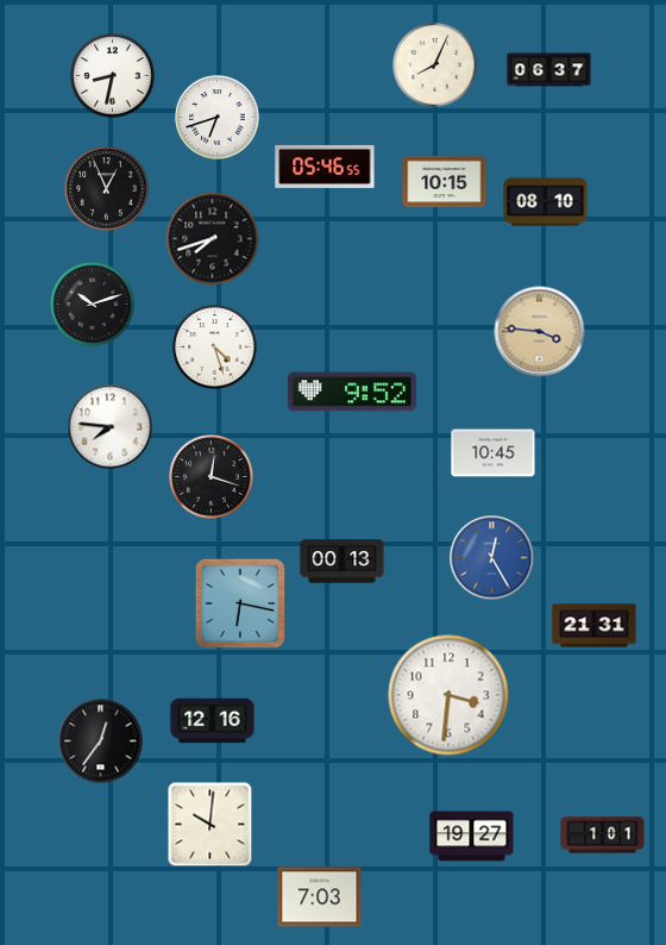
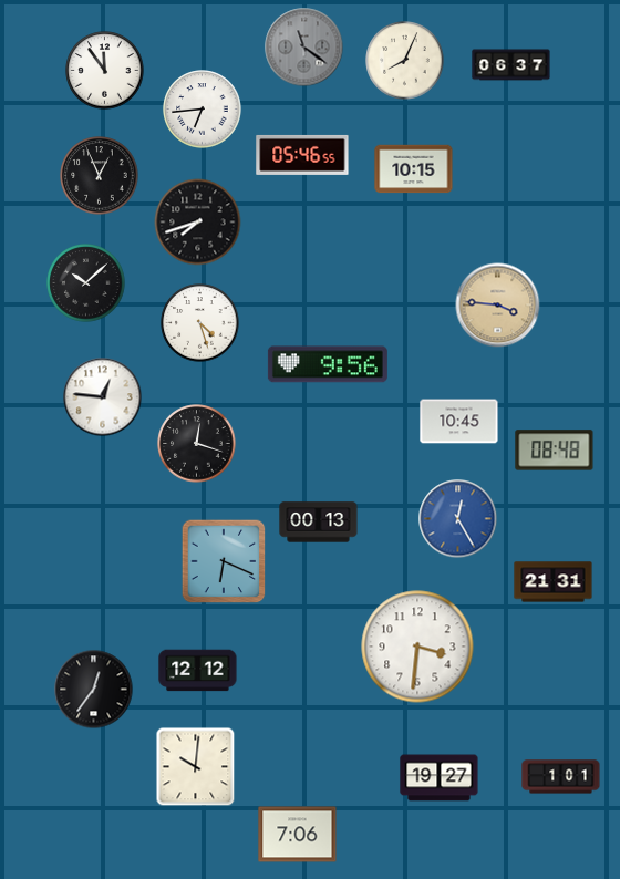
clock at (304, 48): none -> 11:21
clock at (113, 76): 8:32 -> 11:54
clock at (218, 118): 6:42 -> 6:44
clock at (546, 202): 08:10 -> none
clock at (93, 305): 10:12 -> 10:08
clock at (540, 332) position: (540, 332) -> (498, 306)
clock at (352, 392): 9:52 -> 9:56
clock at (111, 427): 7:46 -> 12:46
clock at (555, 451): none -> 08:48
clock at (240, 603): 6:17 -> 6:19
clock at (213, 721): 12:16 -> 12:12
clock at (320, 897): 7:03 -> 7:06
